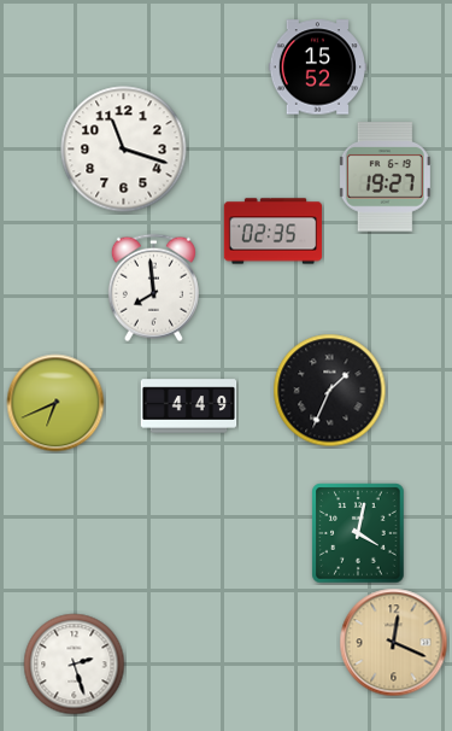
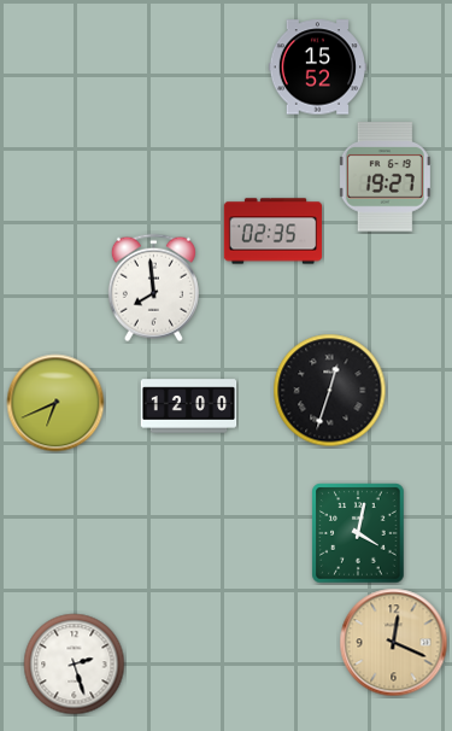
clock at (124, 150): 11:18 -> none
clock at (330, 391): 1:34 -> 12:33
clock at (189, 407): 4:49 -> 12:00
